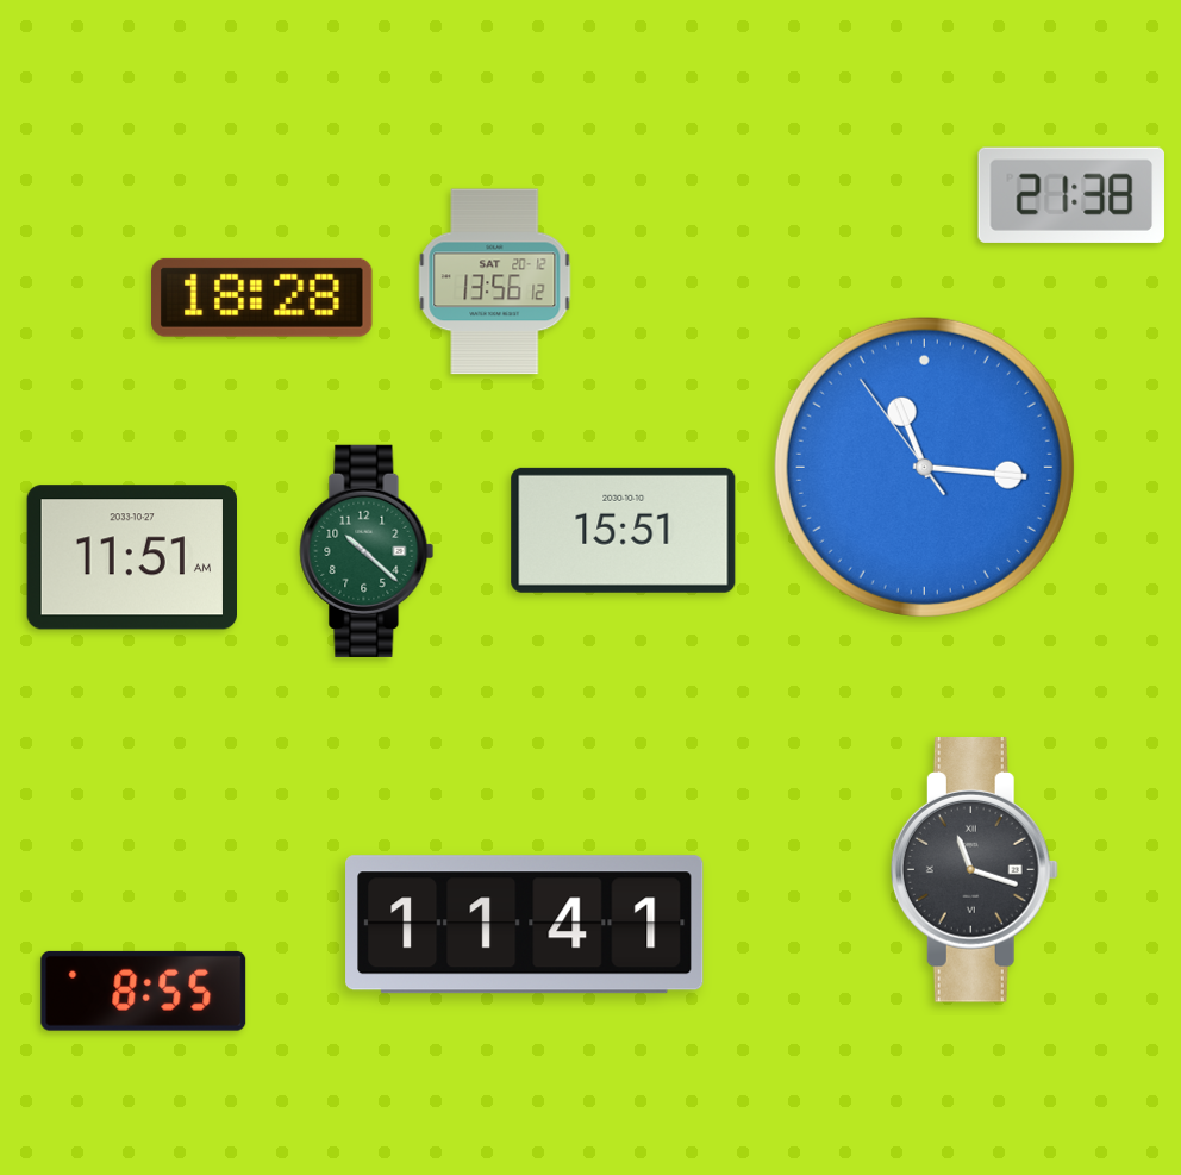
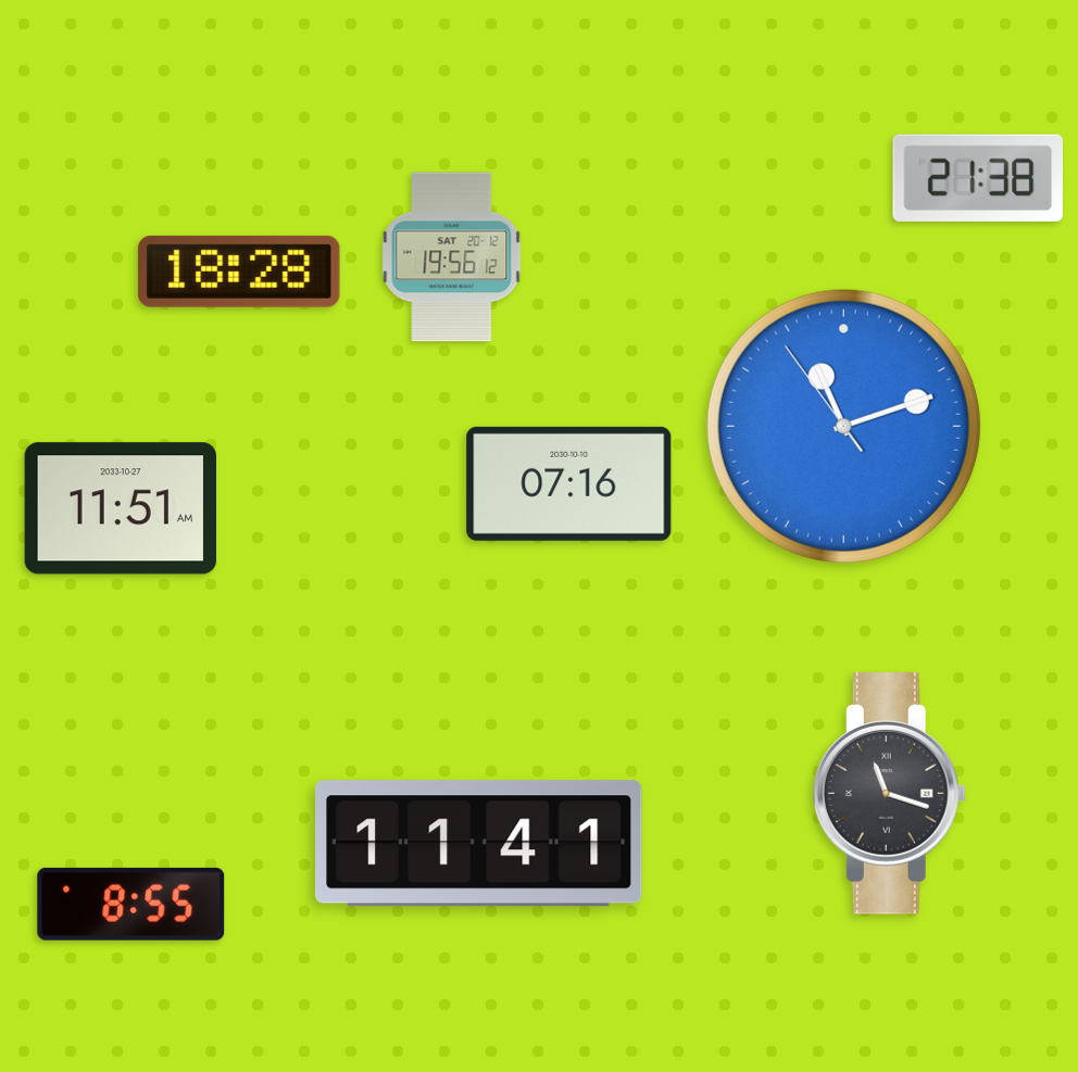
clock at (495, 282): 13:56 -> 19:56
clock at (924, 467): 11:15 -> 11:11
clock at (624, 530): 15:51 -> 07:16
clock at (367, 551): 10:22 -> none
